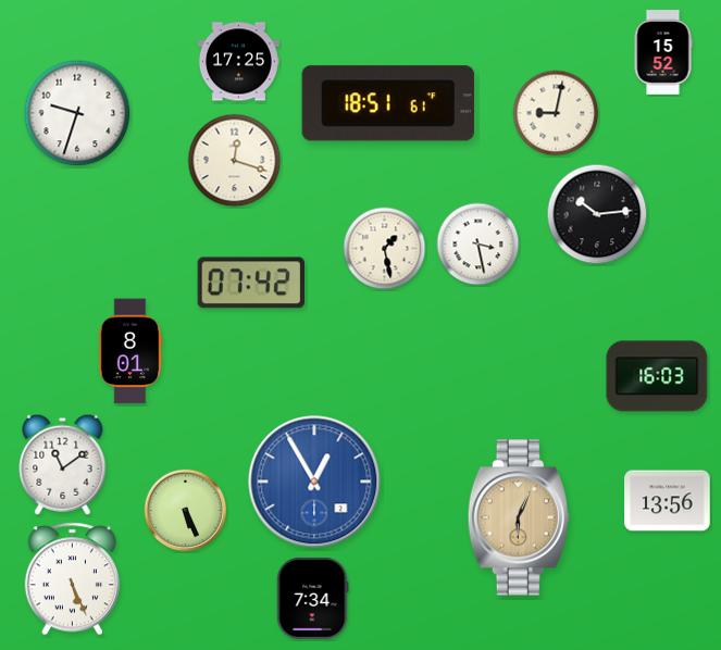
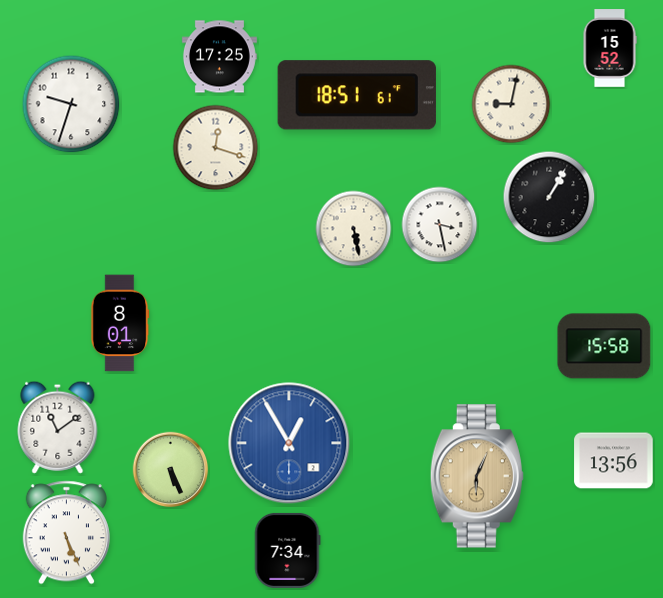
clock at (597, 214): 10:14 -> 1:05
clock at (385, 249): 1:28 -> 5:28
clock at (251, 283): 07:42 -> none
clock at (657, 376): 16:03 -> 15:58
